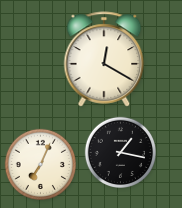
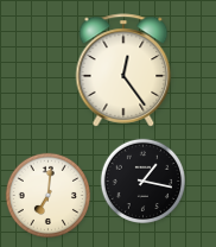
clock at (104, 59): 12:20 -> 12:24
clock at (40, 164): 7:04 -> 7:01
